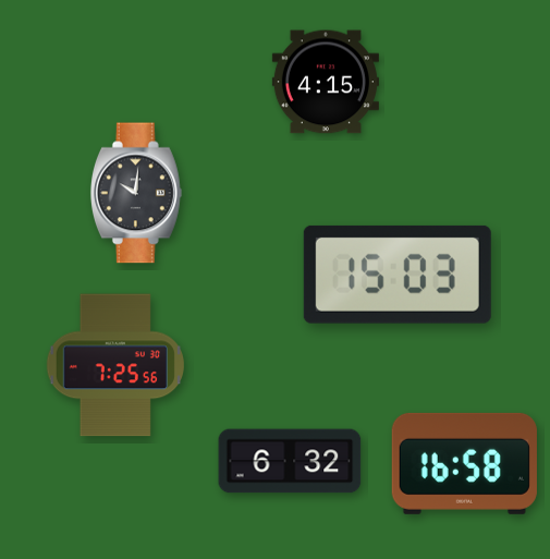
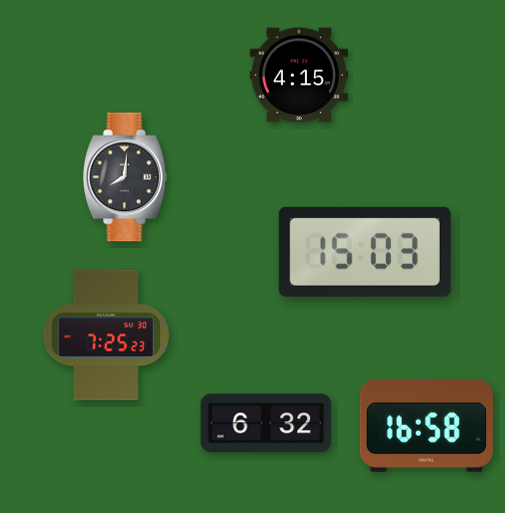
clock at (136, 193): 10:01 -> 8:01
clock at (115, 365): 7:25:56 -> 7:25:23
